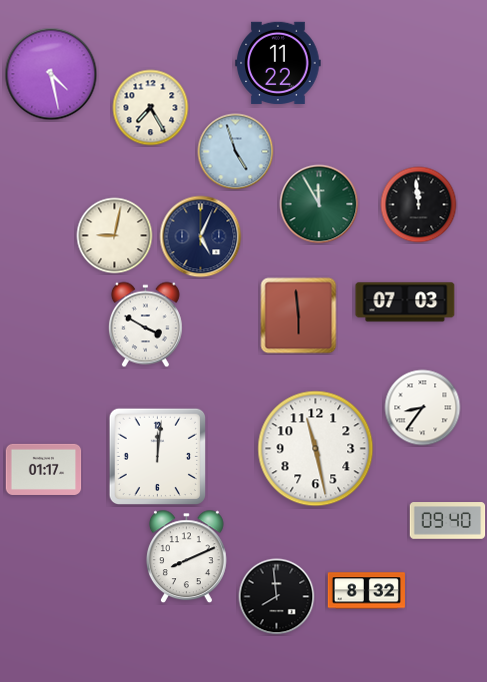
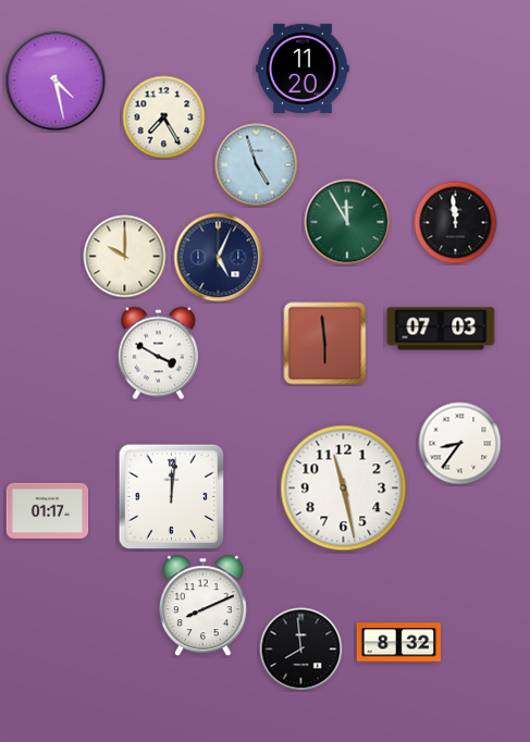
clock at (278, 63): 11:22 -> 11:20
clock at (115, 236): 9:02 -> 10:00
clock at (448, 521): 09:40 -> none
